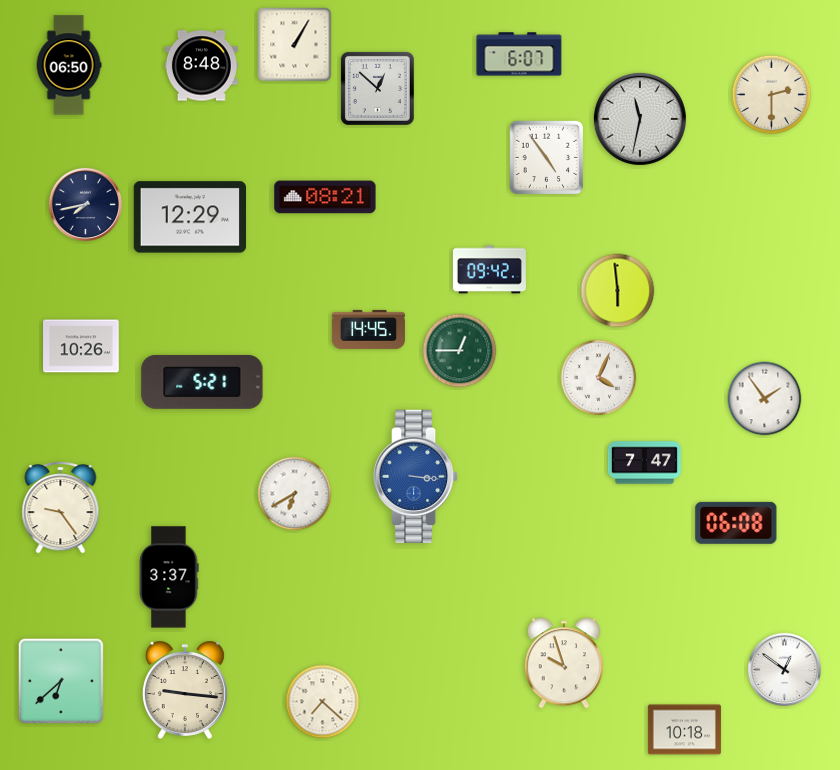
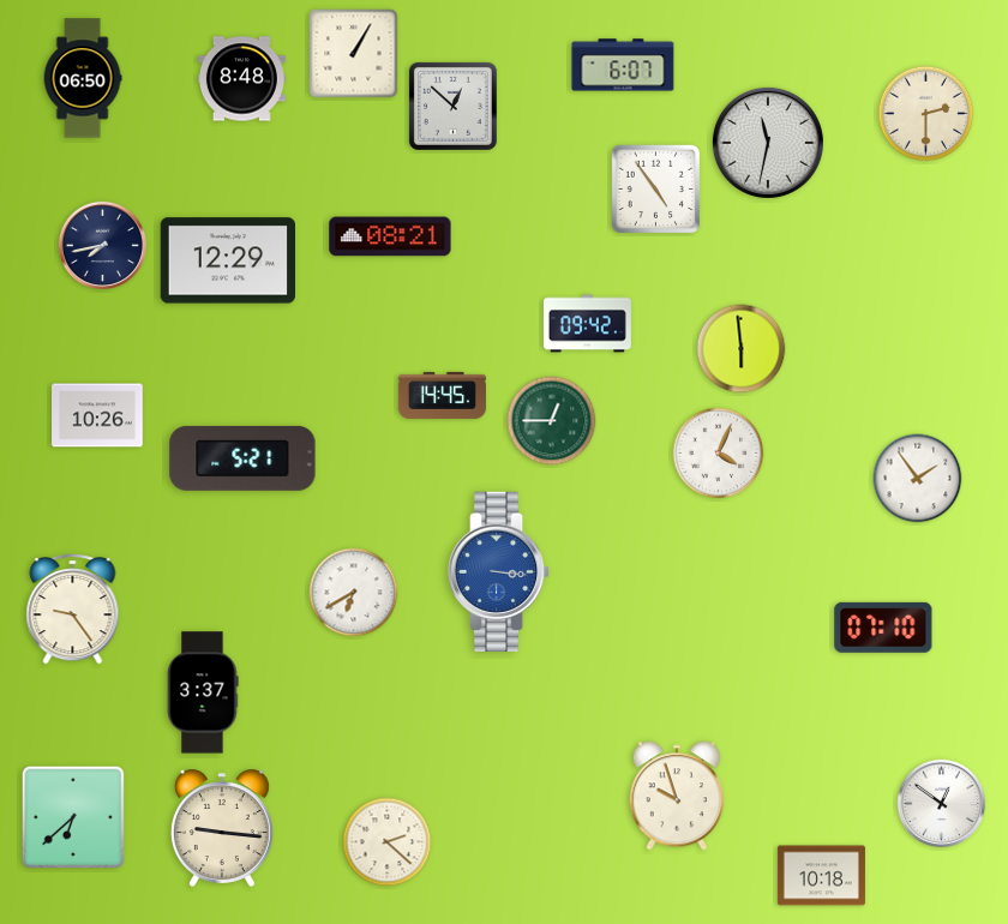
clock at (644, 463): 7:47 -> none
clock at (736, 523): 06:08 -> 07:10
clock at (323, 702): 7:22 -> 2:22
